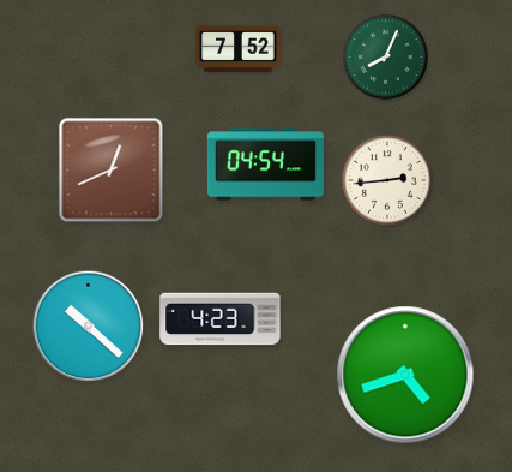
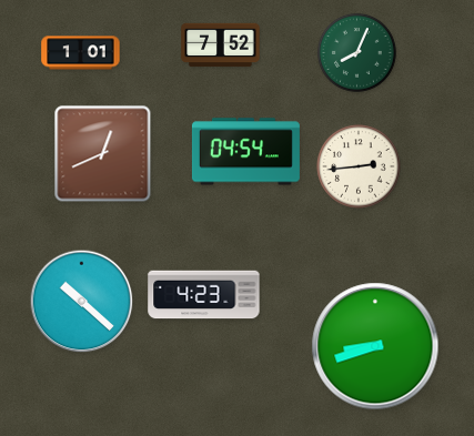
clock at (81, 53): none -> 1:01
clock at (112, 171) position: (112, 171) -> (103, 154)
clock at (405, 375): 4:42 -> 8:42
